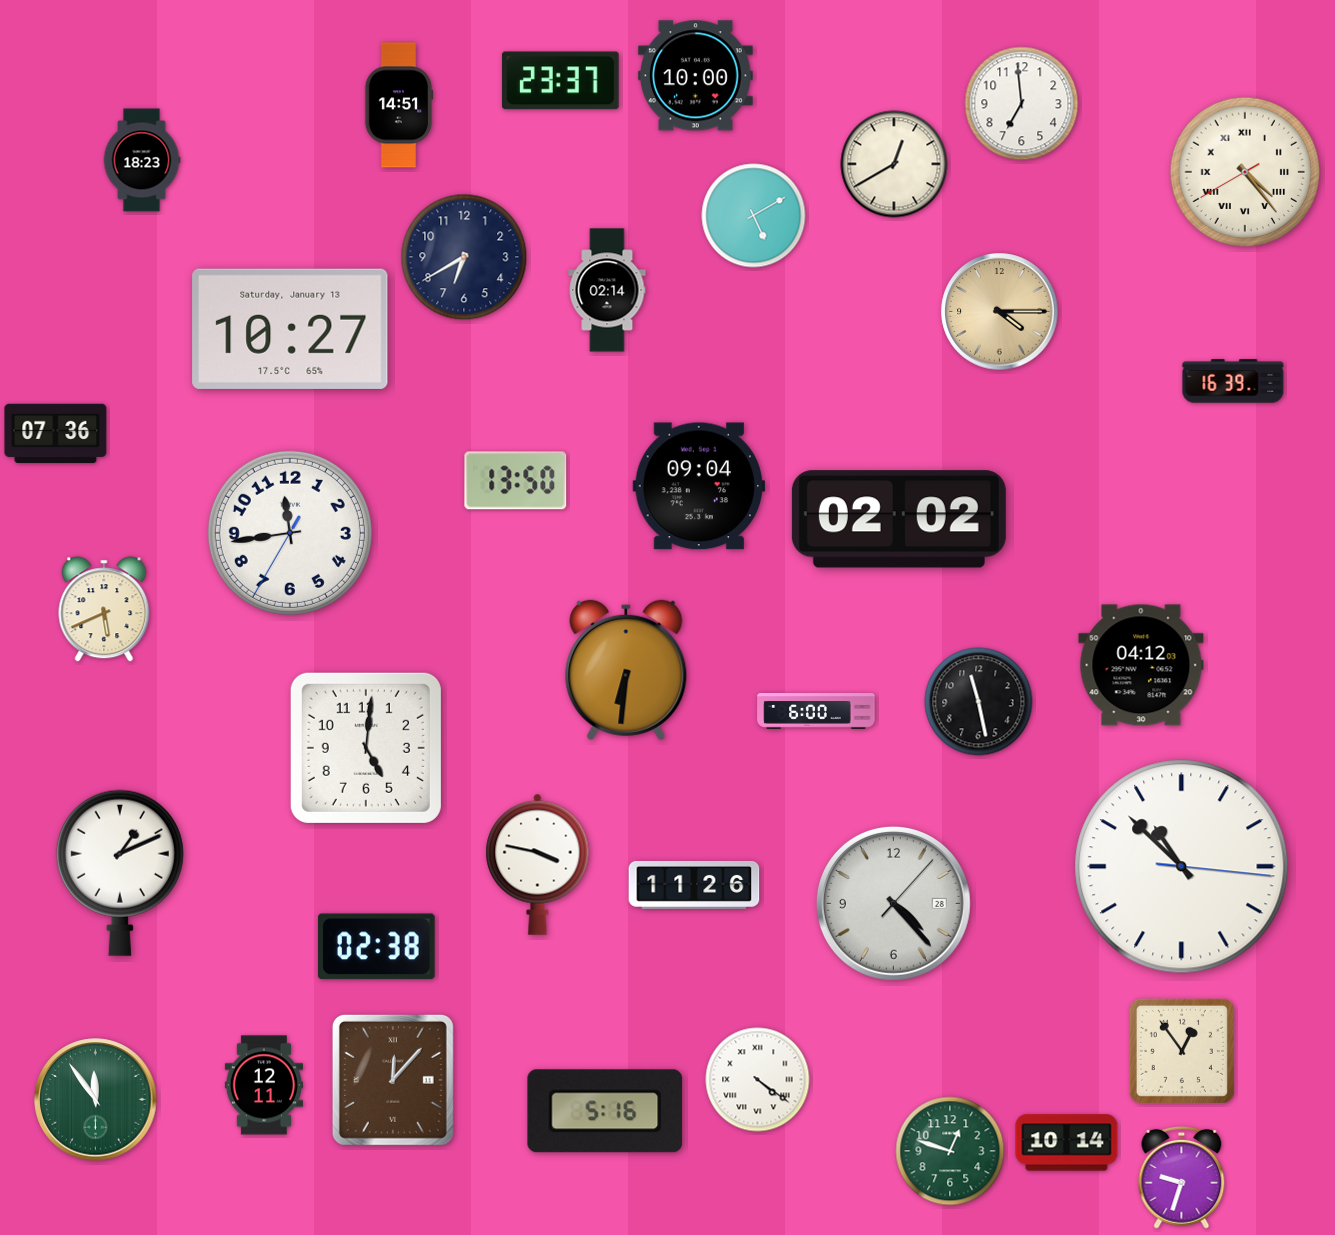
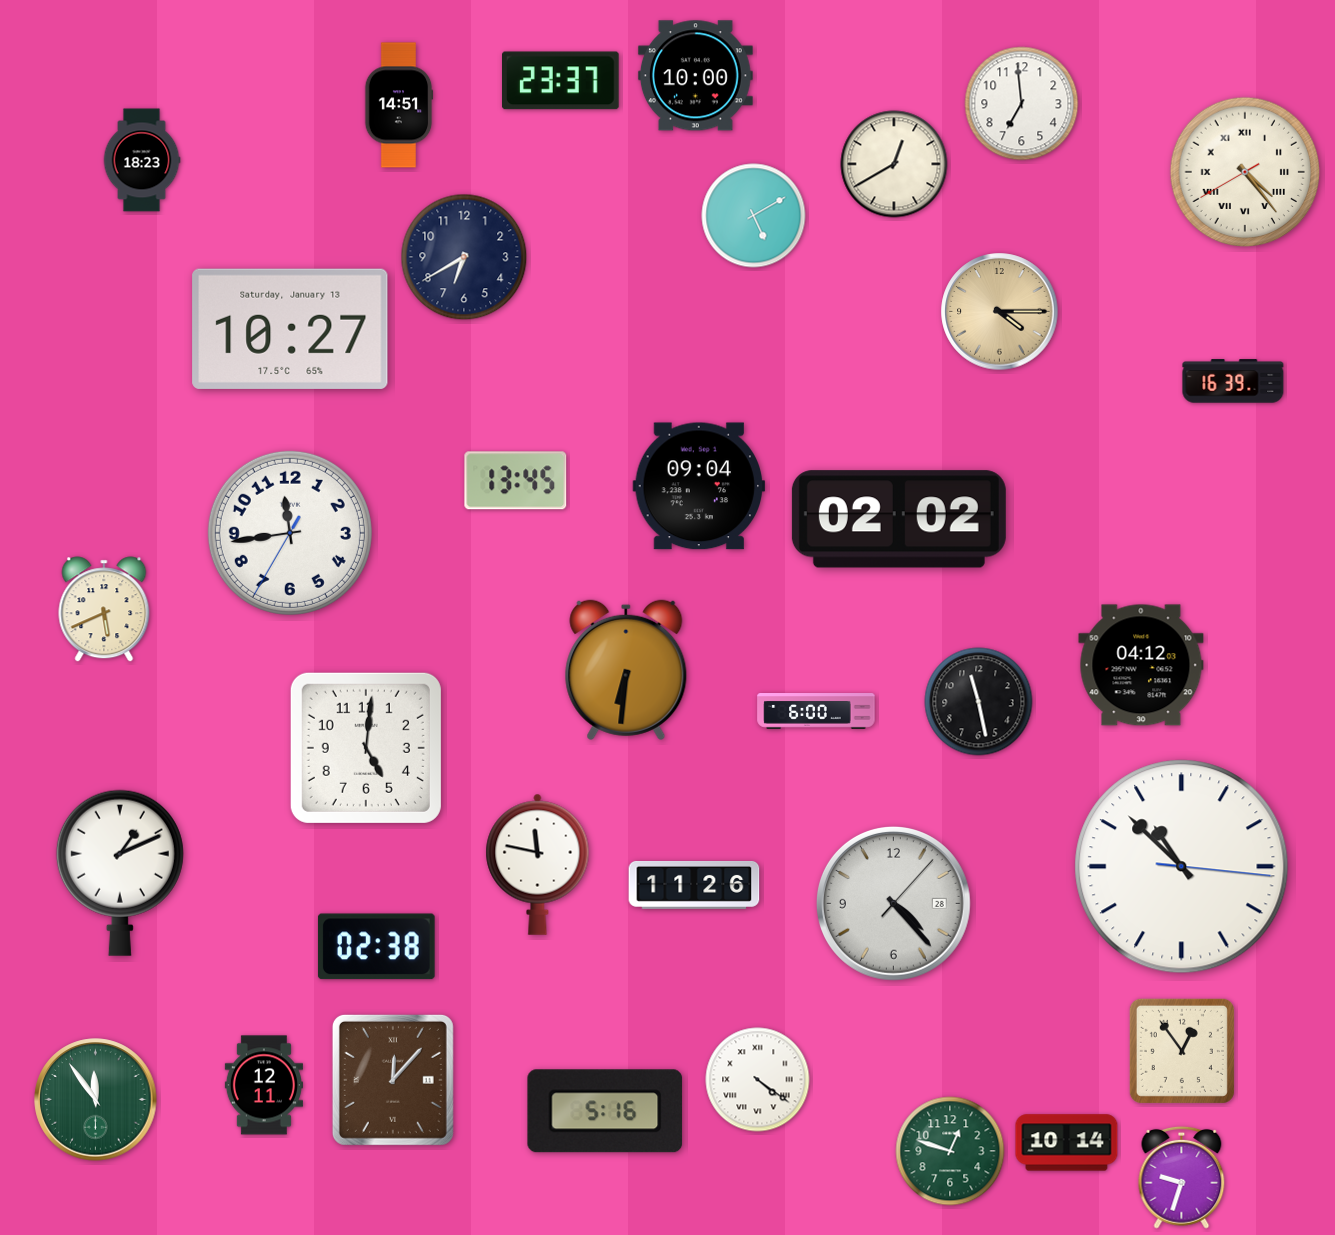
clock at (607, 290): 02:14 -> none
clock at (56, 434): 07:36 -> none
clock at (516, 481): 13:50 -> 13:45
clock at (538, 864): 3:47 -> 11:47
